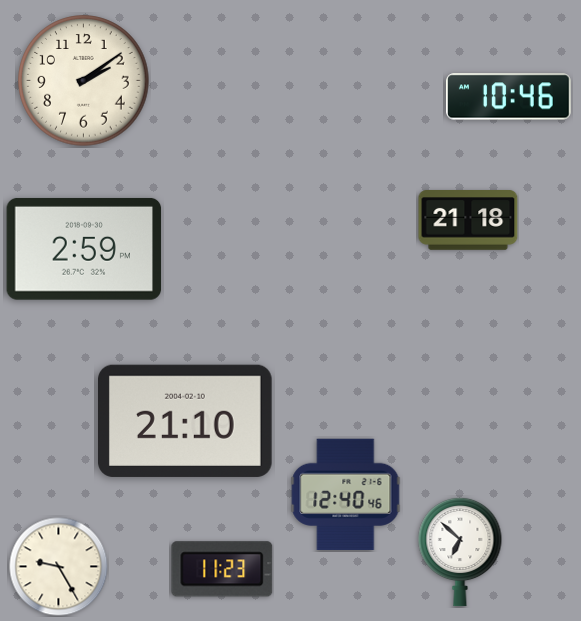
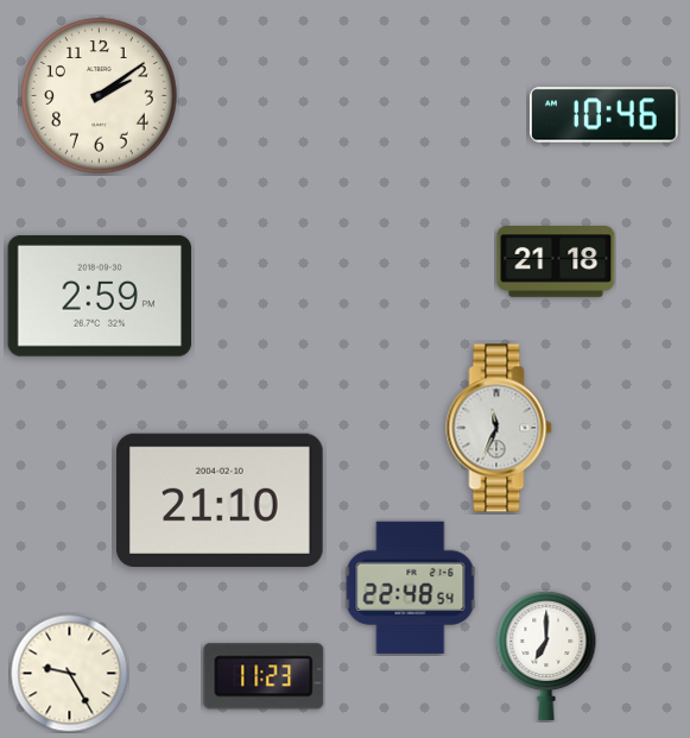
clock at (499, 428): none -> 11:34
clock at (346, 494): 12:40 -> 22:48
clock at (460, 552): 6:52 -> 7:00
